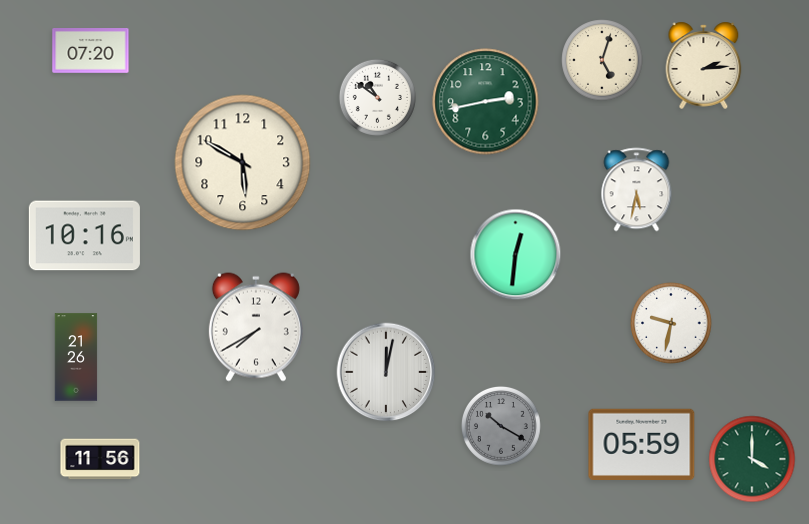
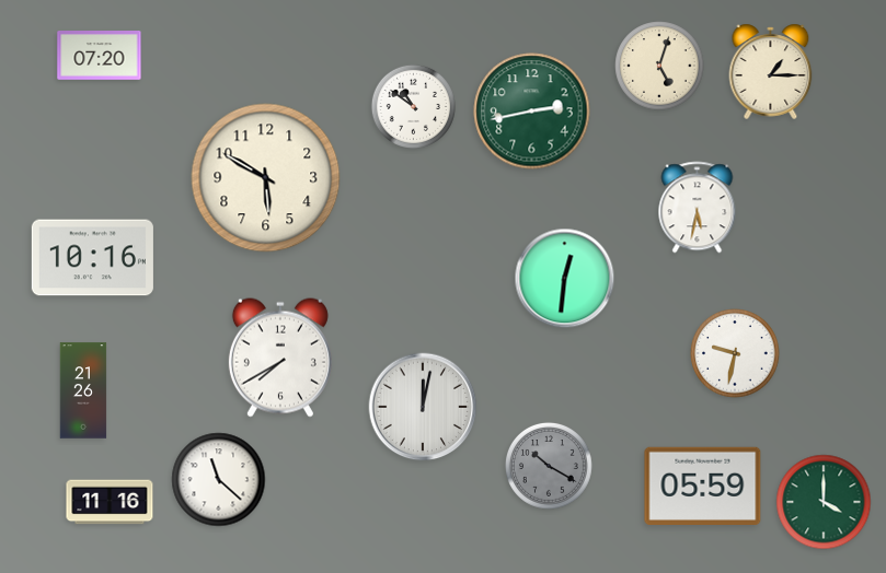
clock at (704, 65): 2:14 -> 1:15
clock at (219, 480): none -> 11:22
clock at (100, 459): 11:56 -> 11:16
